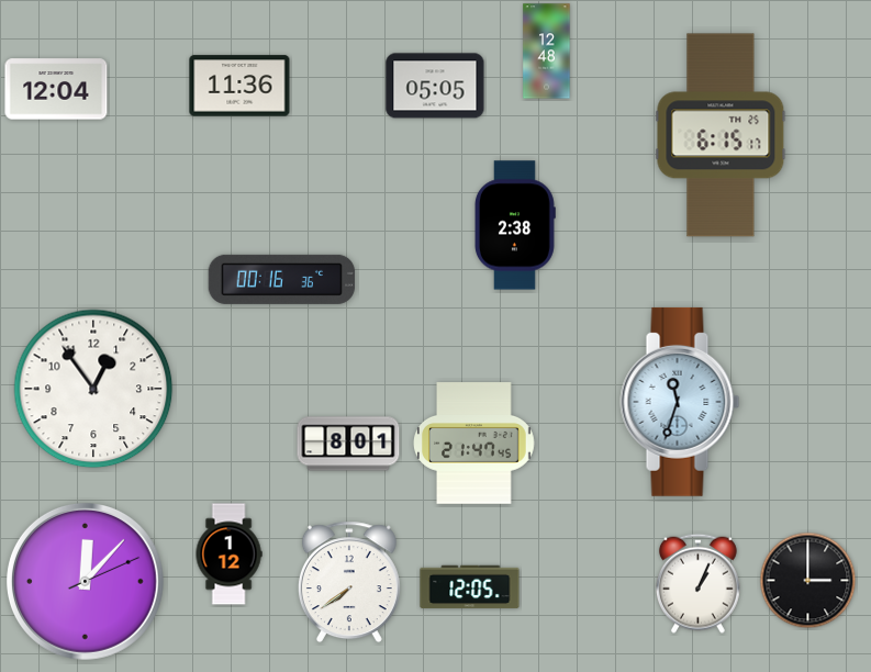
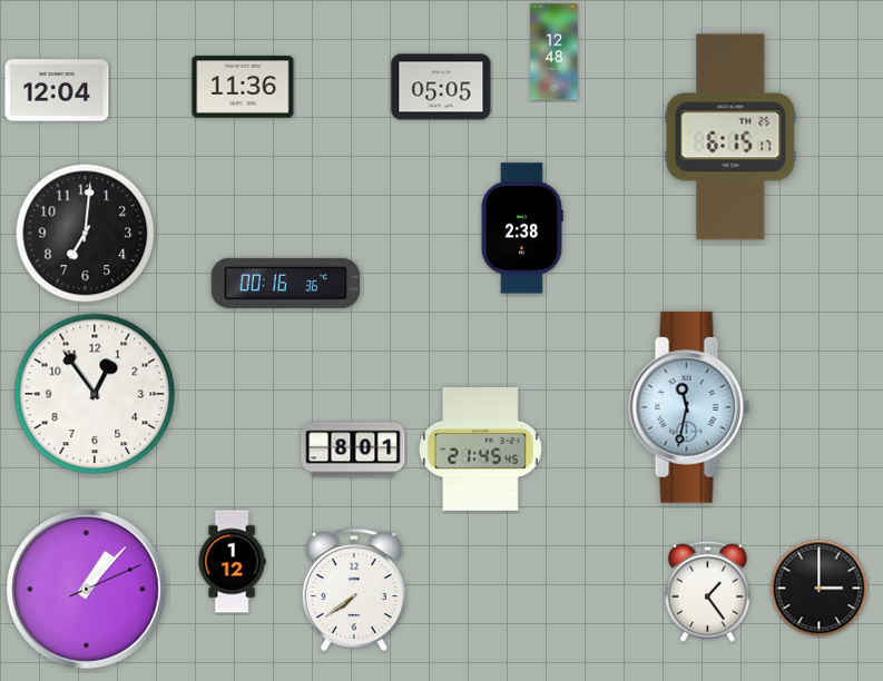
clock at (86, 234): none -> 7:01
clock at (680, 402): 11:33 -> 11:32
clock at (474, 444): 21:47 -> 21:45
clock at (85, 581): 12:07 -> 1:07
clock at (697, 583): 1:04 -> 1:24
clock at (470, 587): 12:05 -> none
